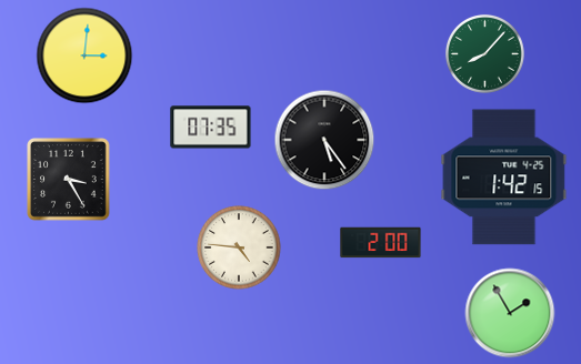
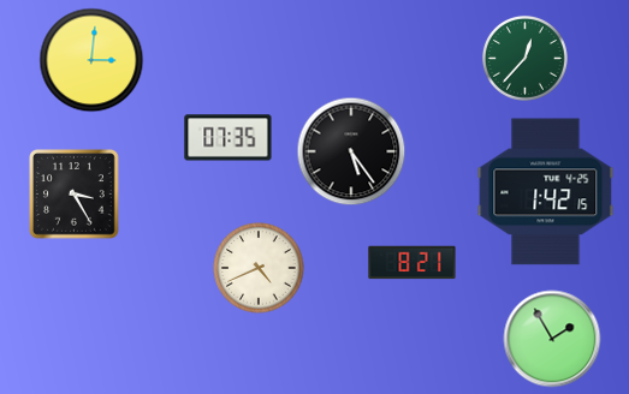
clock at (484, 53): 8:07 -> 12:37
clock at (381, 243): 2:00 -> 8:21
clock at (239, 247): 4:46 -> 4:41
